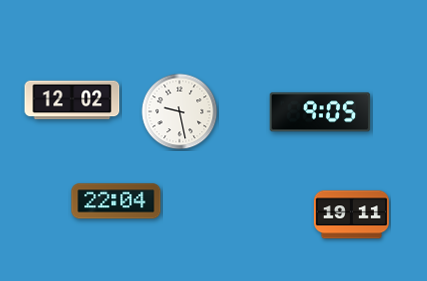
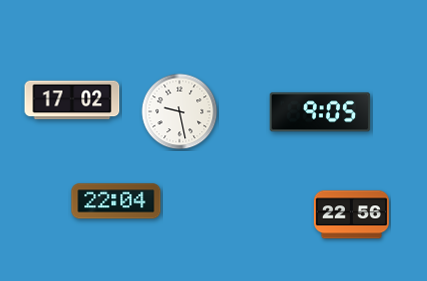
clock at (72, 100): 12:02 -> 17:02
clock at (351, 215): 19:11 -> 22:56
